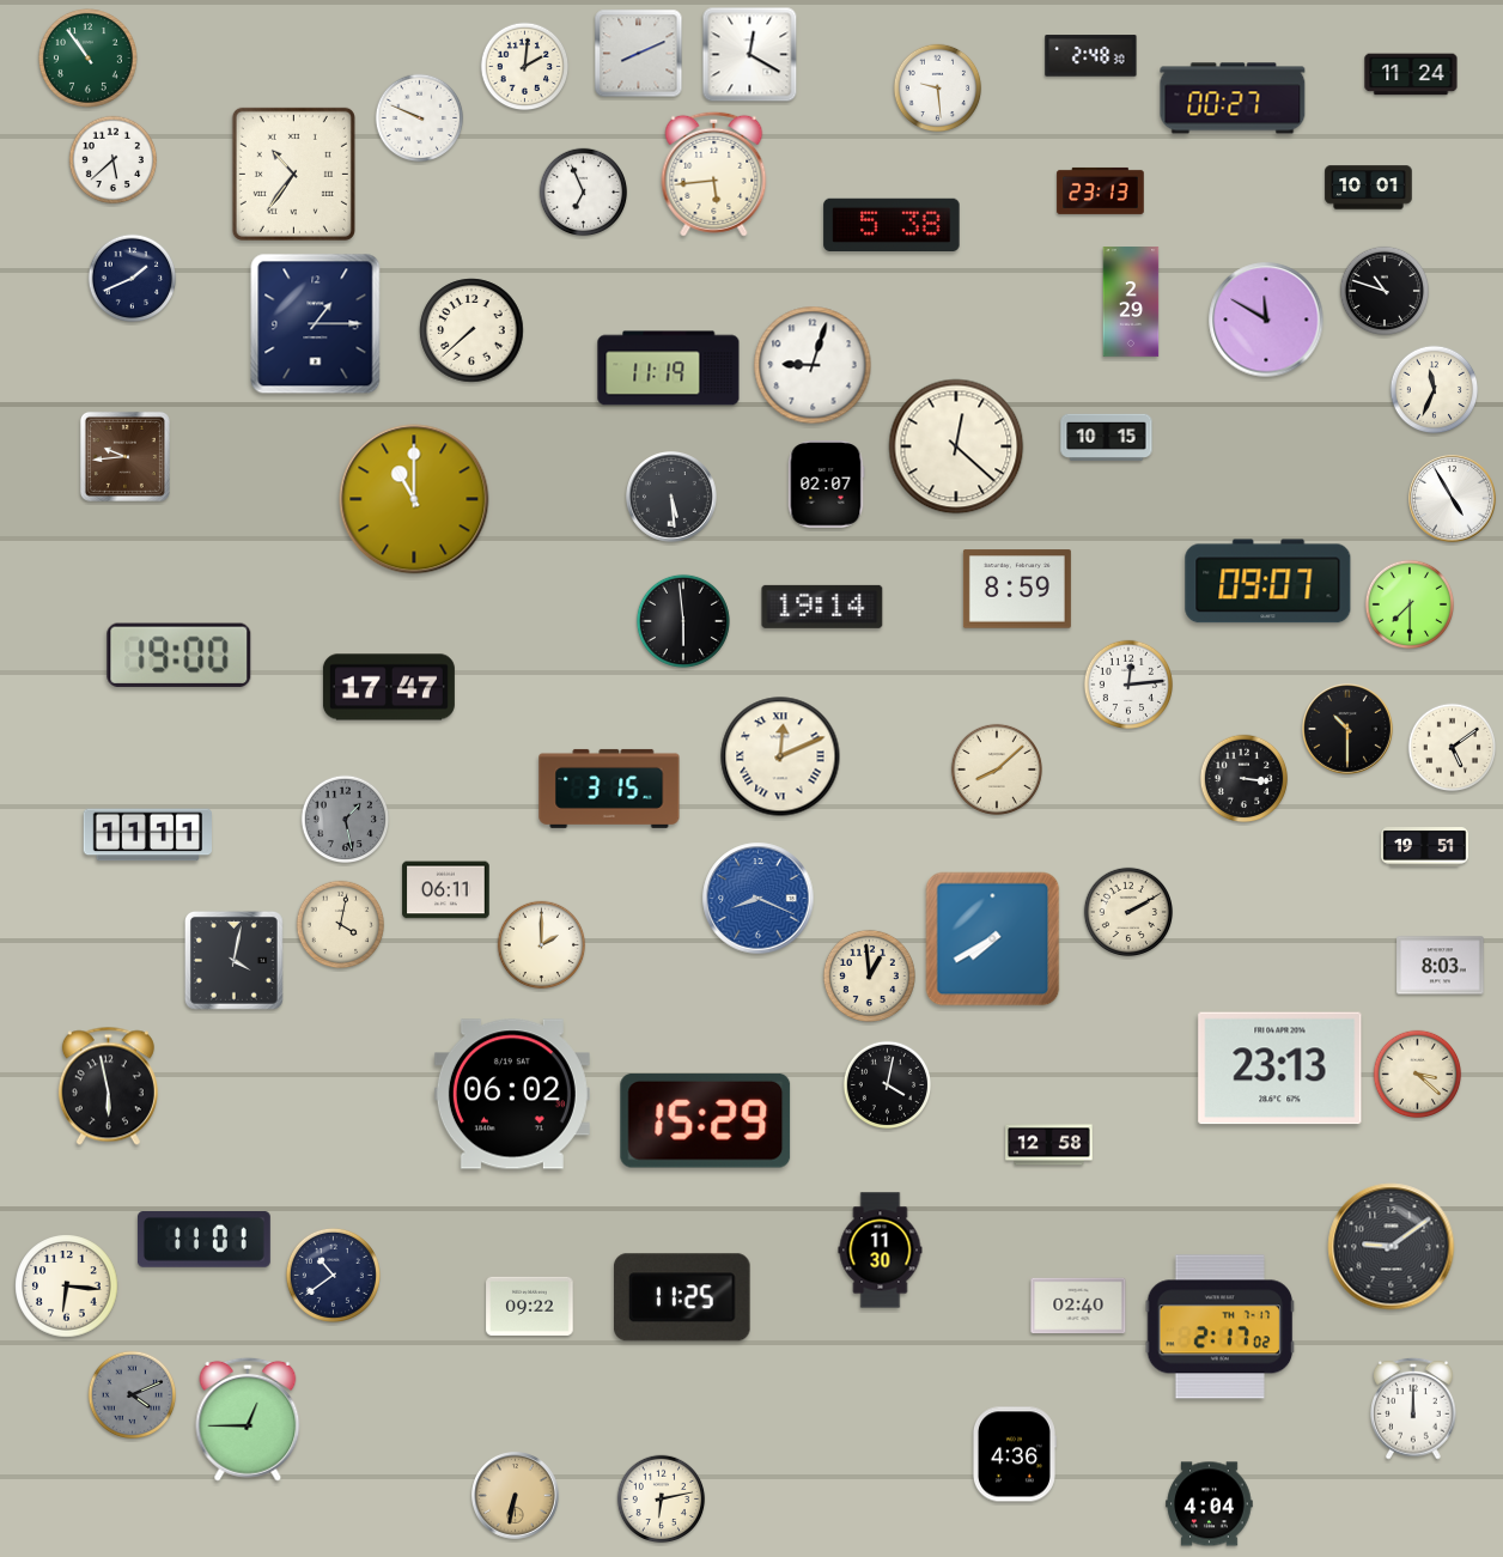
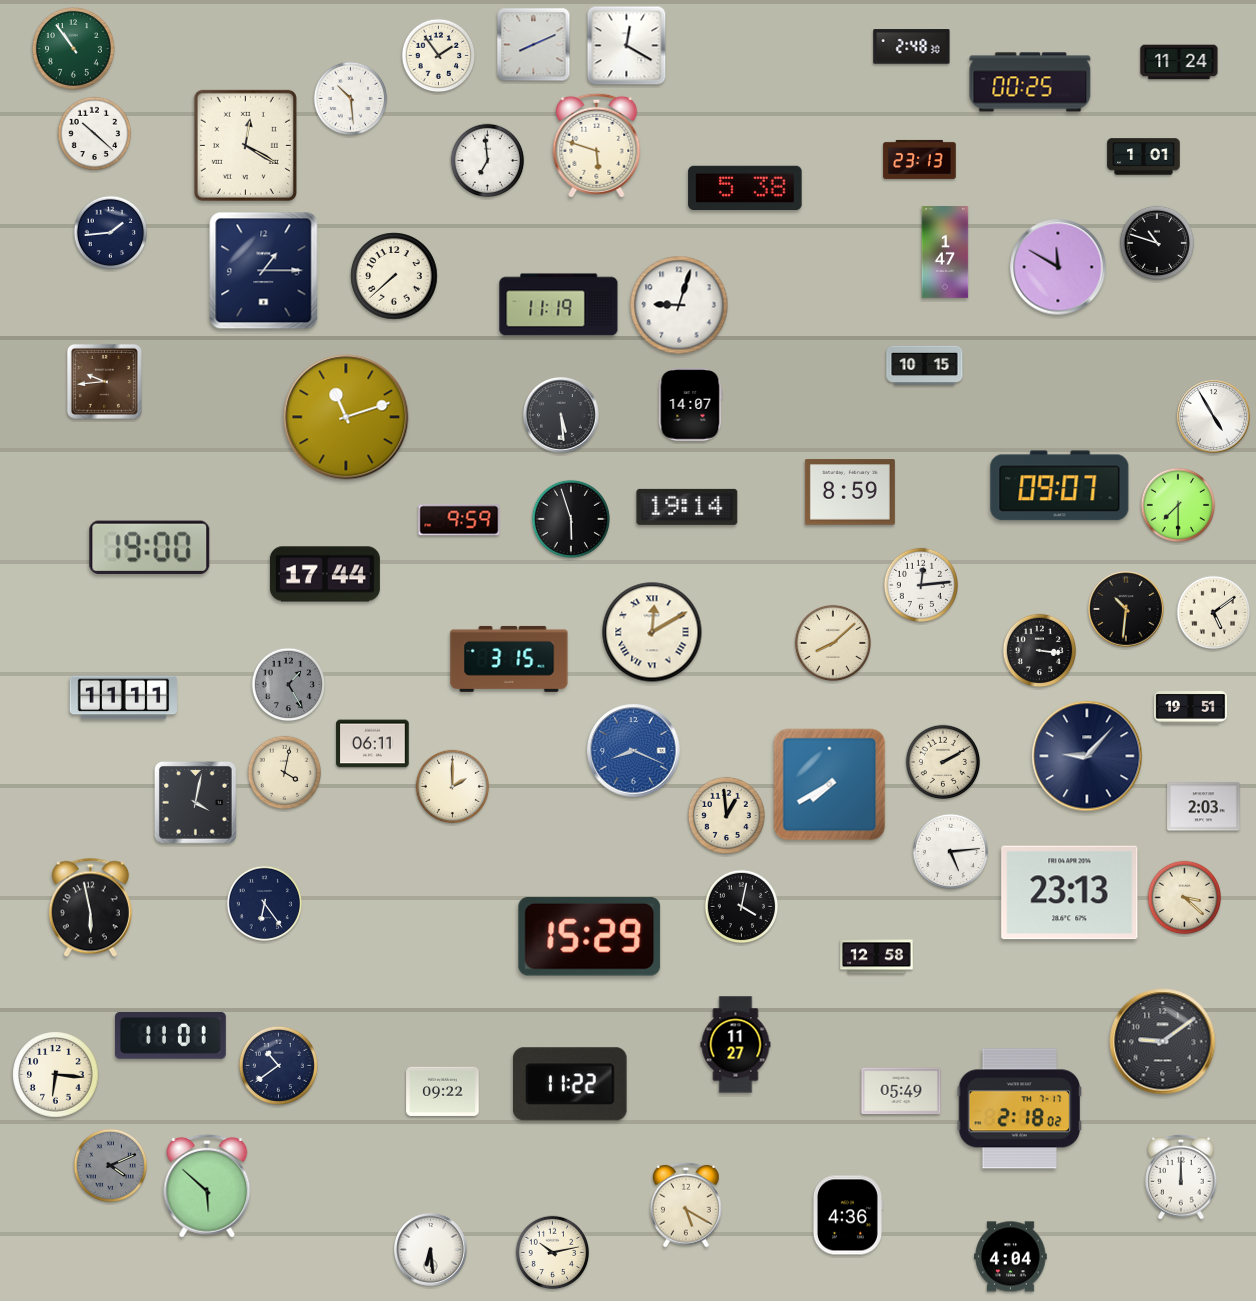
clock at (525, 67): 2:01 -> 1:54
clock at (938, 89): 9:29 -> none
clock at (1233, 98): 00:27 -> 00:25
clock at (420, 118): 9:49 -> 10:29
clock at (114, 160): 5:38 -> 10:22
clock at (293, 174): 10:36 -> 12:20
clock at (714, 174): 5:44 -> 5:48
clock at (1369, 188): 10:01 -> 1:01
clock at (584, 193): 6:56 -> 6:59
clock at (133, 279): 1:41 -> 1:44
clock at (1131, 302): 2:29 -> 1:47
clock at (669, 369) position: (669, 369) -> (559, 305)
clock at (1435, 390): 11:34 -> none
clock at (956, 446): 12:22 -> none
clock at (826, 485): 02:07 -> 14:07
clock at (414, 499): 11:00 -> 11:12
clock at (683, 621): 5:59 -> 5:57
clock at (459, 520): none -> 9:59
clock at (1127, 683) position: (1127, 683) -> (920, 584)
clock at (389, 687): 17:47 -> 17:44
clock at (1349, 730): 10:30 -> 10:31
clock at (1453, 748) position: (1453, 748) -> (1214, 613)
clock at (780, 756): 12:11 -> 12:10
clock at (346, 820): 1:28 -> 1:25
clock at (1087, 756): none -> 9:07
clock at (542, 945) position: (542, 945) -> (453, 787)
clock at (1441, 966): 8:03 -> 2:03
clock at (950, 851): none -> 5:14
clock at (264, 903): none -> 6:24
clock at (512, 1094): 06:02 -> none
clock at (881, 1251): 11:30 -> 11:27
clock at (683, 1297): 11:25 -> 11:22
clock at (1078, 1306): 02:40 -> 05:49
clock at (1221, 1327): 2:17 -> 2:18
clock at (248, 1419): 12:45 -> 5:52
clock at (686, 1205): none -> 5:20
clock at (516, 1496): 6:32 -> 6:29
clock at (516, 1496) dial: champagne -> white
clock at (662, 1500): 6:13 -> 10:13
